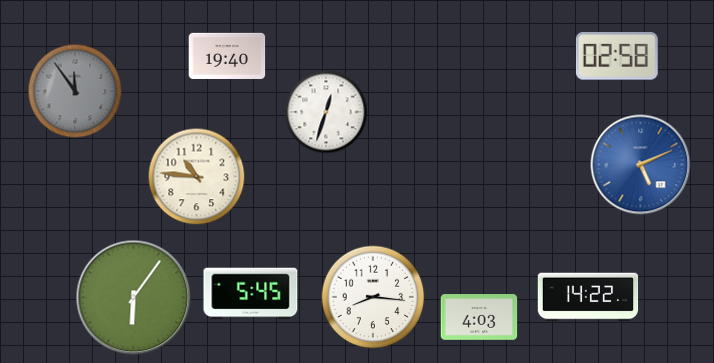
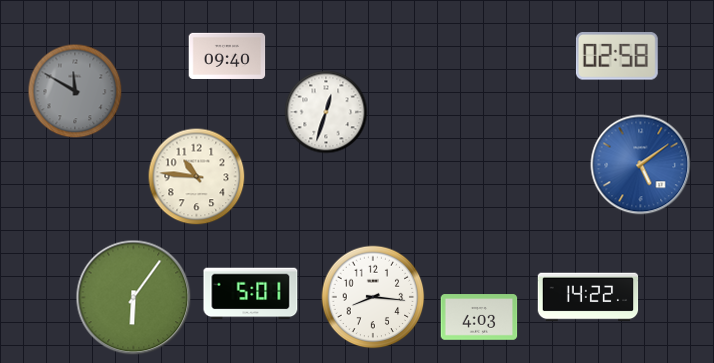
clock at (227, 56): 19:40 -> 09:40
clock at (75, 91): 11:54 -> 11:50
clock at (641, 165): 5:11 -> 5:09
clock at (251, 294): 5:45 -> 5:01
